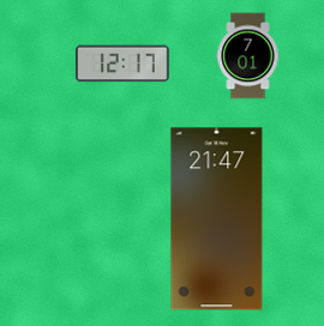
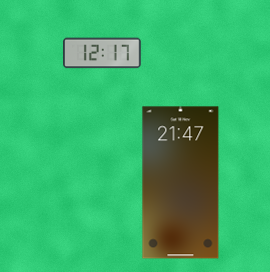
clock at (248, 56): 7:01 -> none
